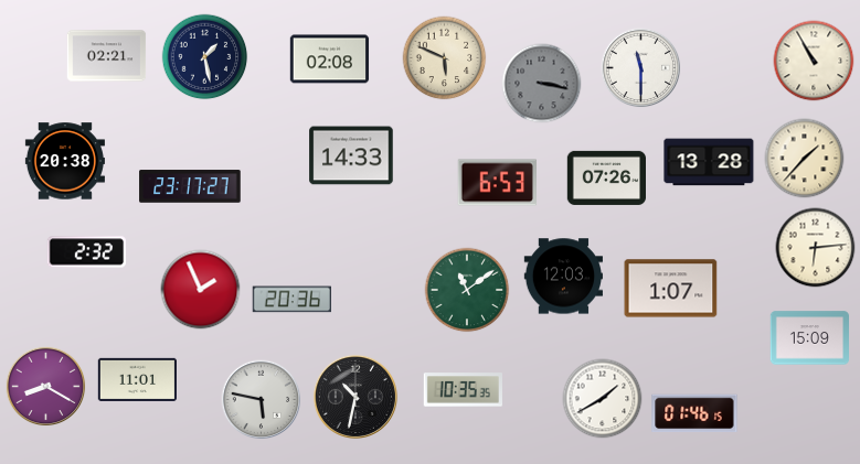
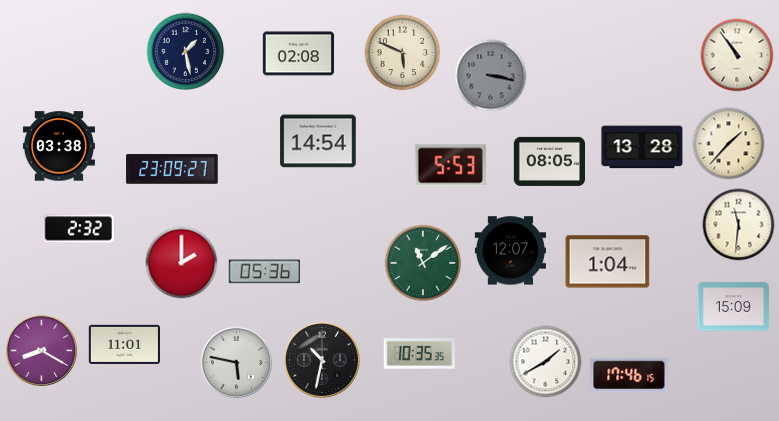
clock at (107, 56): 02:21 -> none
clock at (814, 61): 10:55 -> 10:54
clock at (641, 68): 11:30 -> none
clock at (351, 155): 14:33 -> 14:54
clock at (65, 161): 20:38 -> 03:38
clock at (606, 177): 07:26 -> 08:05
clock at (497, 183): 6:53 -> 5:53
clock at (190, 186): 23:17 -> 23:09
clock at (816, 248): 6:14 -> 11:31
clock at (564, 277): 12:03 -> 12:07
clock at (671, 289): 1:07 -> 1:04
clock at (201, 290): 1:56 -> 2:00
clock at (291, 300): 20:36 -> 05:36
clock at (694, 413): 01:46 -> 17:46
